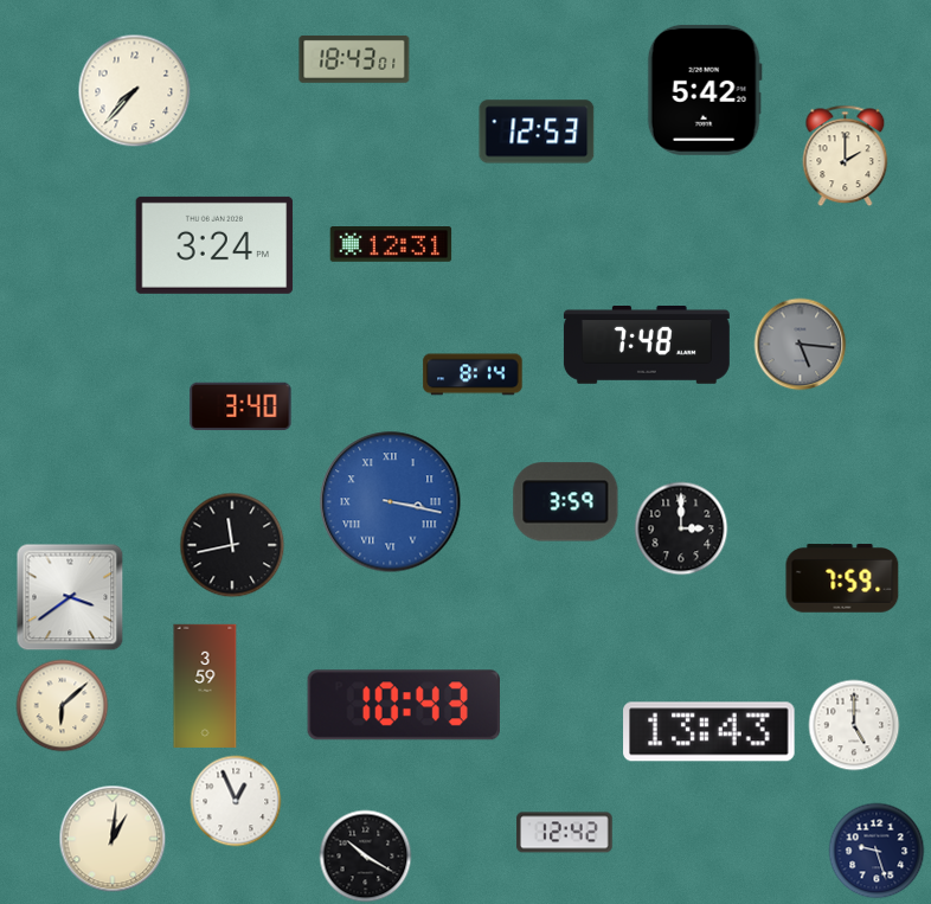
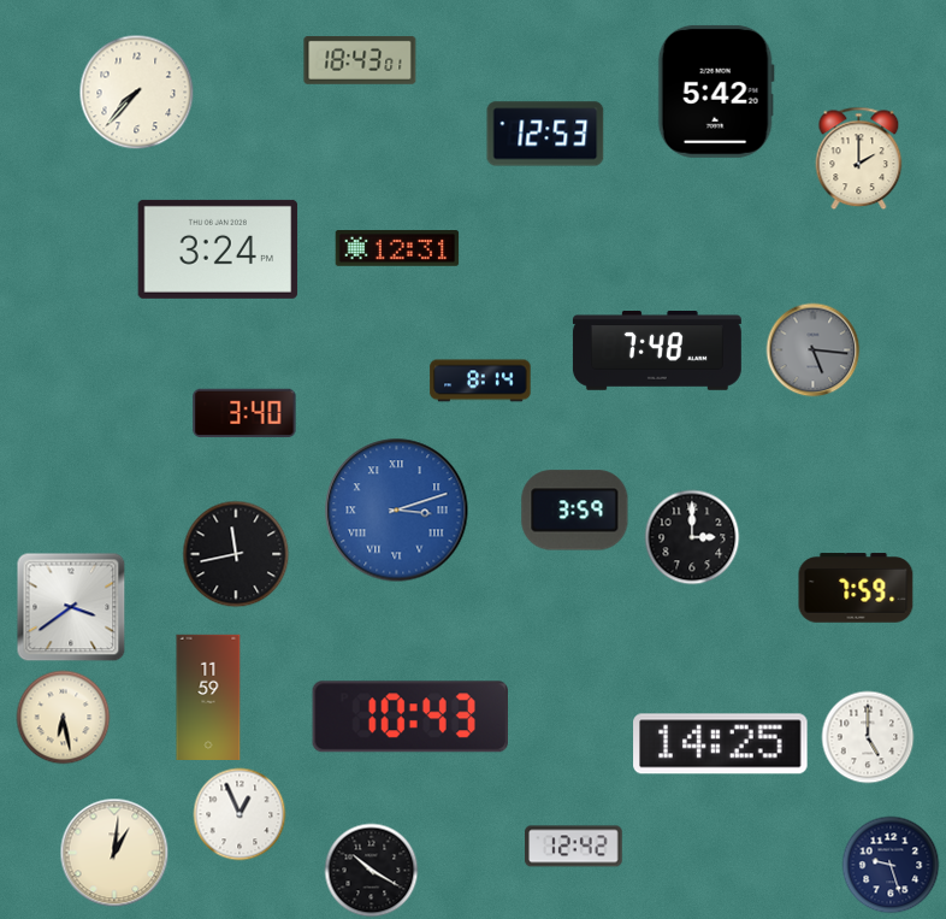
clock at (391, 502): 3:17 -> 3:12
clock at (205, 685): 3:59 -> 11:59
clock at (63, 706): 6:08 -> 6:28
clock at (710, 732): 13:43 -> 14:25
